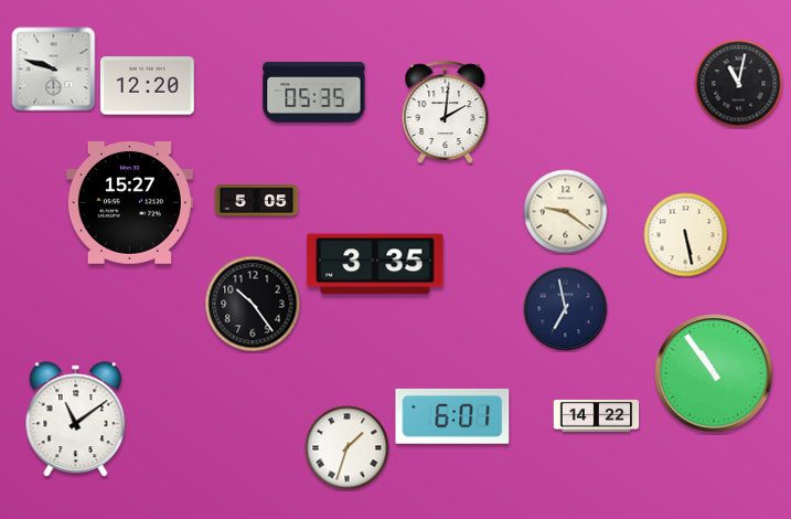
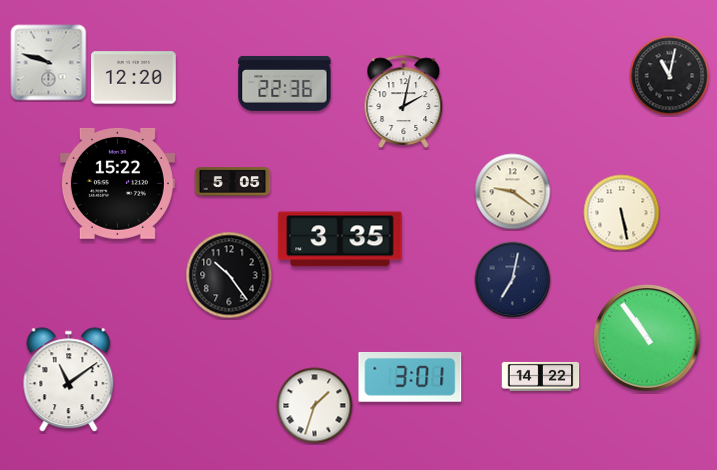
clock at (314, 92): 05:35 -> 22:36
clock at (446, 112): 2:01 -> 2:02
clock at (129, 202): 15:27 -> 15:22
clock at (566, 309): 6:58 -> 7:02
clock at (452, 416): 6:01 -> 3:01
